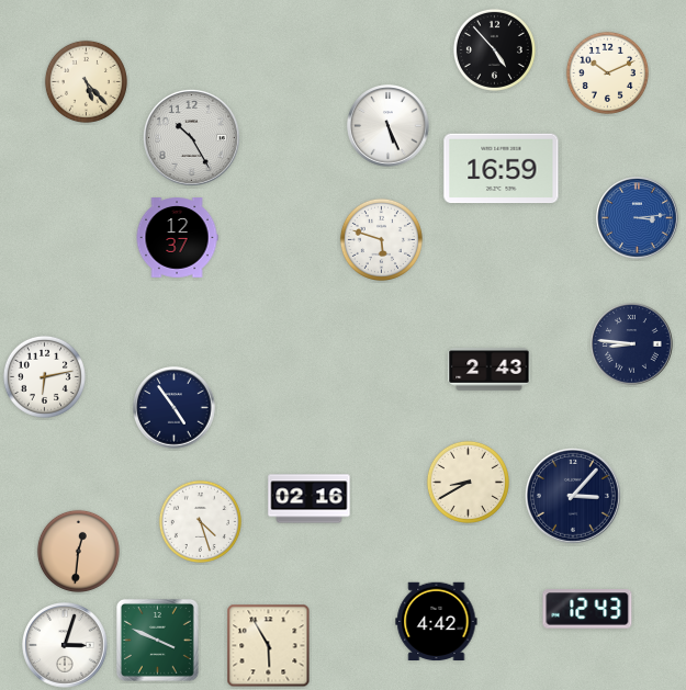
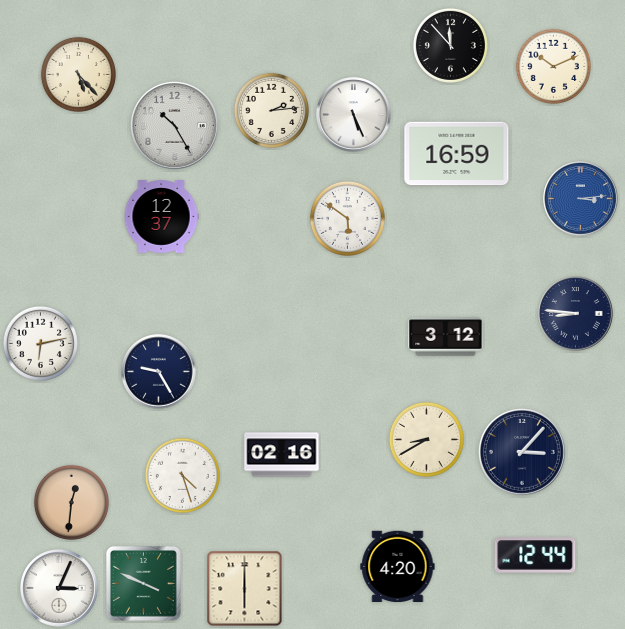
clock at (494, 49): 4:53 -> 11:53
clock at (271, 110): none -> 2:14
clock at (381, 239): 5:48 -> 5:51
clock at (490, 370): 2:43 -> 3:12
clock at (175, 408): 4:54 -> 9:25
clock at (587, 609): 12:43 -> 12:44
clock at (437, 622): 4:42 -> 4:20
clock at (65, 645): 3:03 -> 3:04
clock at (269, 646): 5:55 -> 6:00
